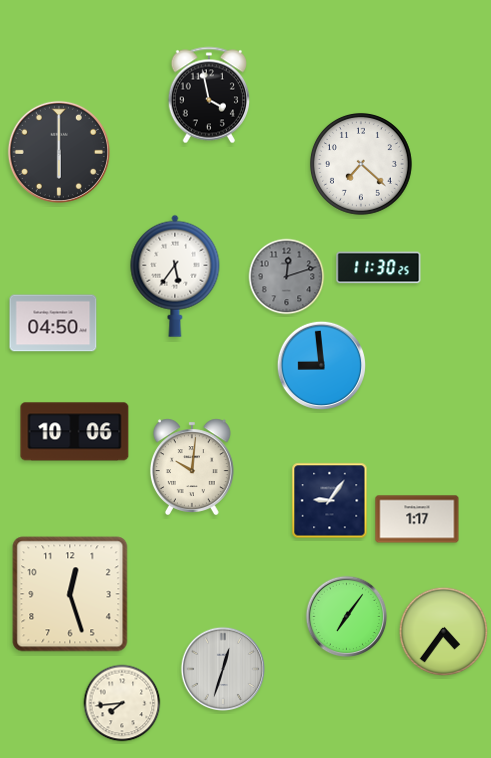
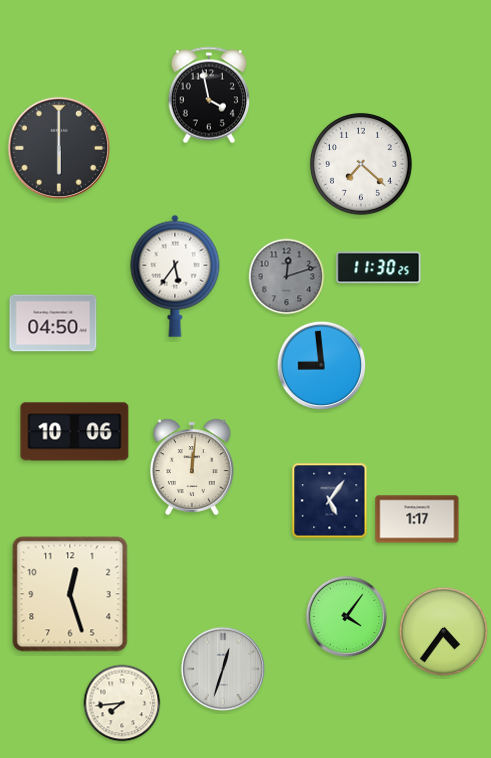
clock at (59, 152) position: (59, 152) -> (59, 148)
clock at (192, 467): 10:01 -> 12:01
clock at (330, 501): 9:06 -> 5:06
clock at (347, 617): 7:06 -> 4:06
